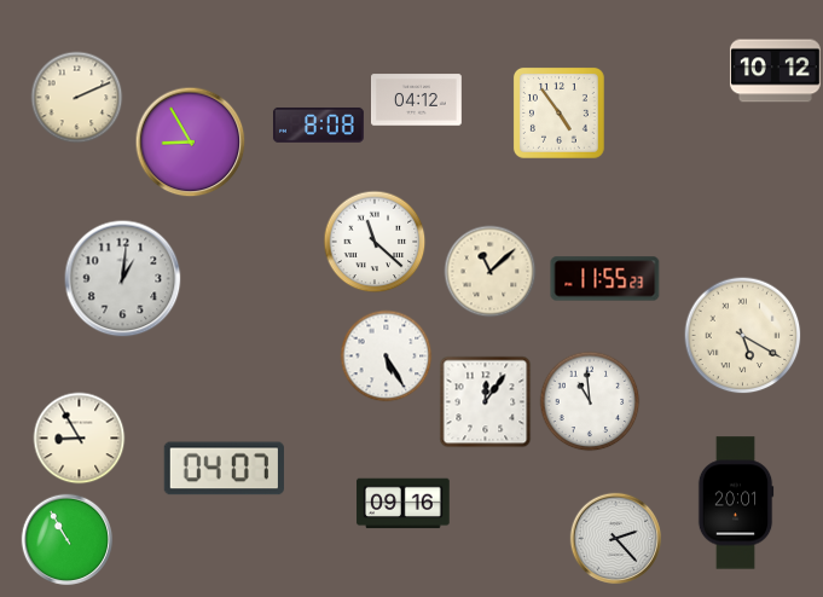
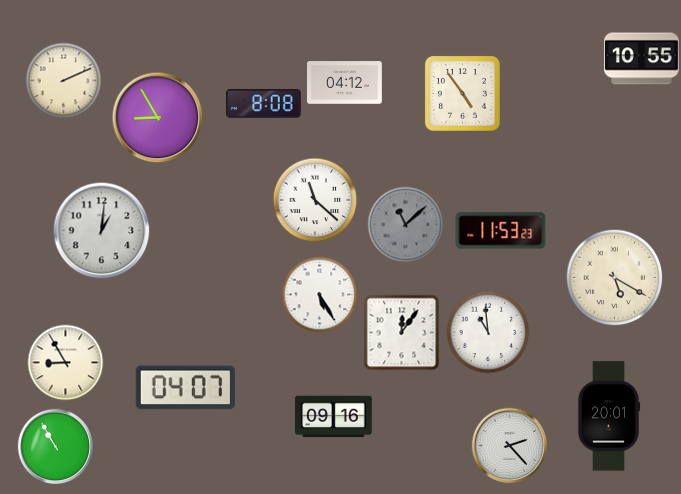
clock at (775, 71): 10:12 -> 10:55
clock at (375, 242) position: (375, 242) -> (315, 200)
clock at (491, 272) dial: cream -> grey
clock at (605, 279): 11:55 -> 11:53
